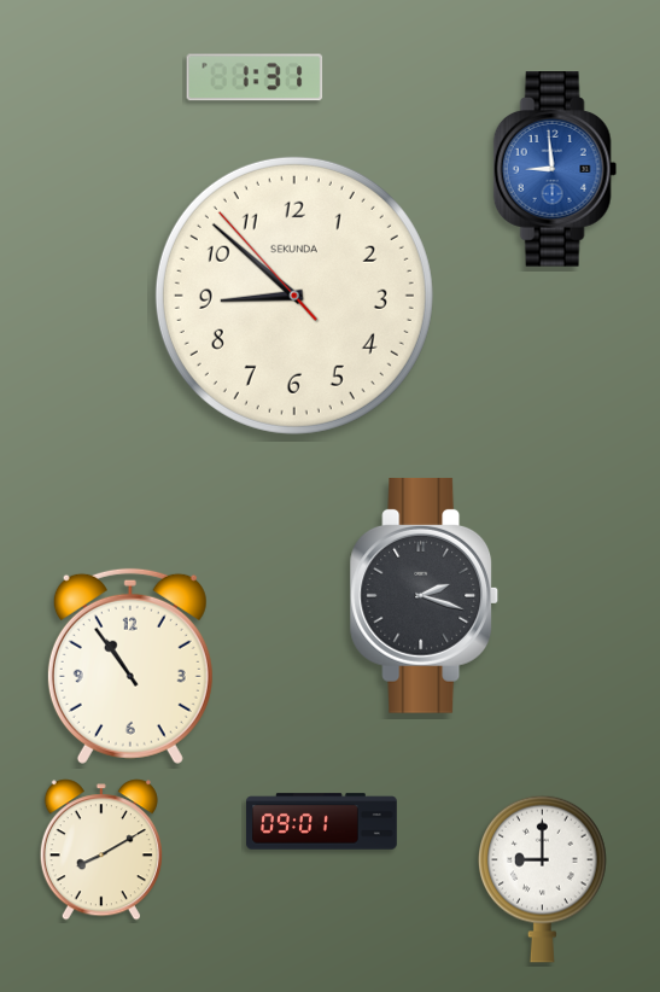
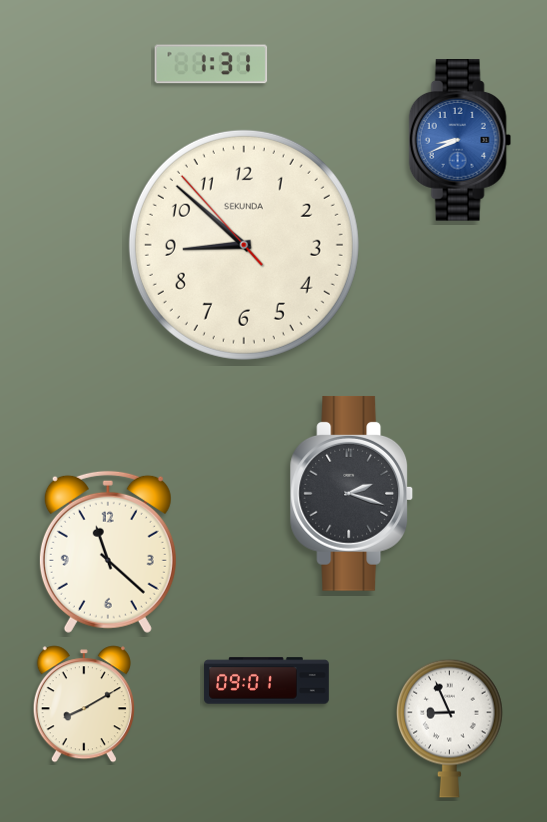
clock at (555, 169): 8:59 -> 8:41
clock at (130, 666): 10:54 -> 11:22
clock at (543, 879): 9:00 -> 8:56
